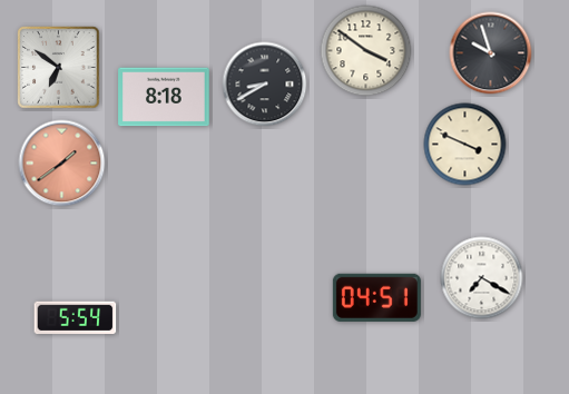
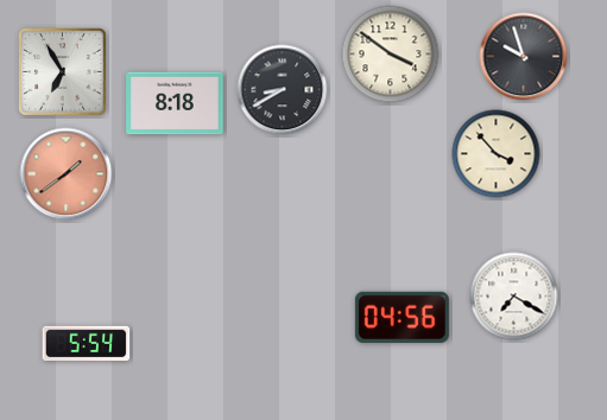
clock at (59, 68): 6:51 -> 6:55
clock at (465, 145): 3:49 -> 3:53
clock at (376, 297): 04:51 -> 04:56
clock at (76, 318) position: (76, 318) -> (87, 344)
